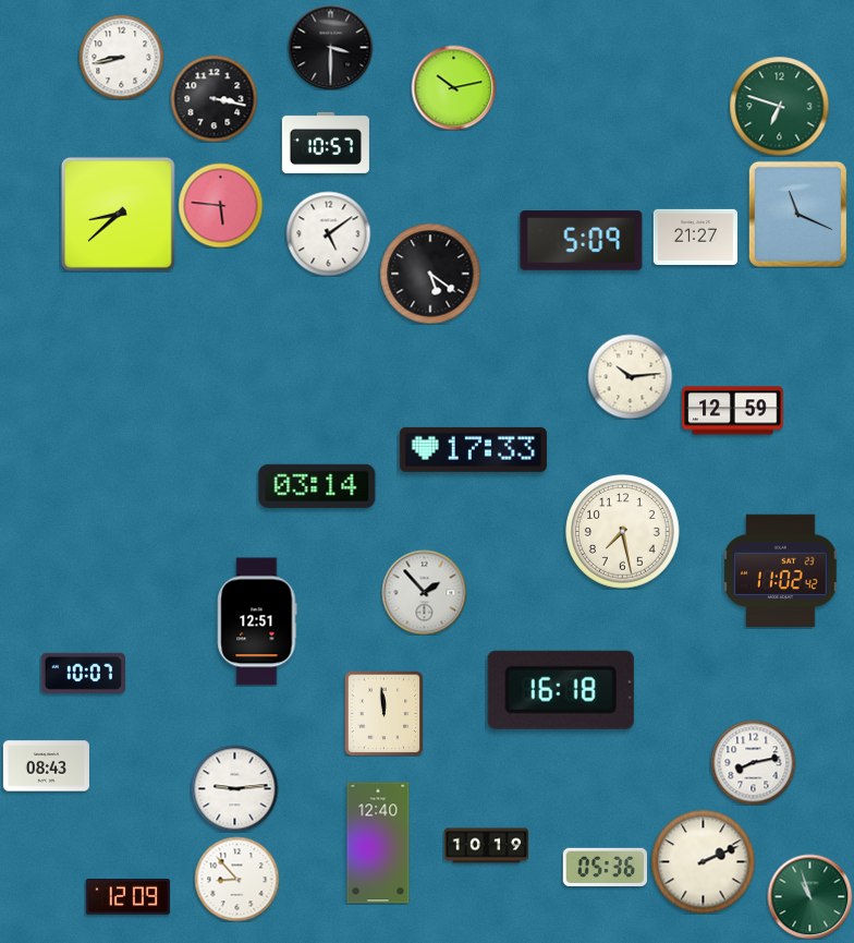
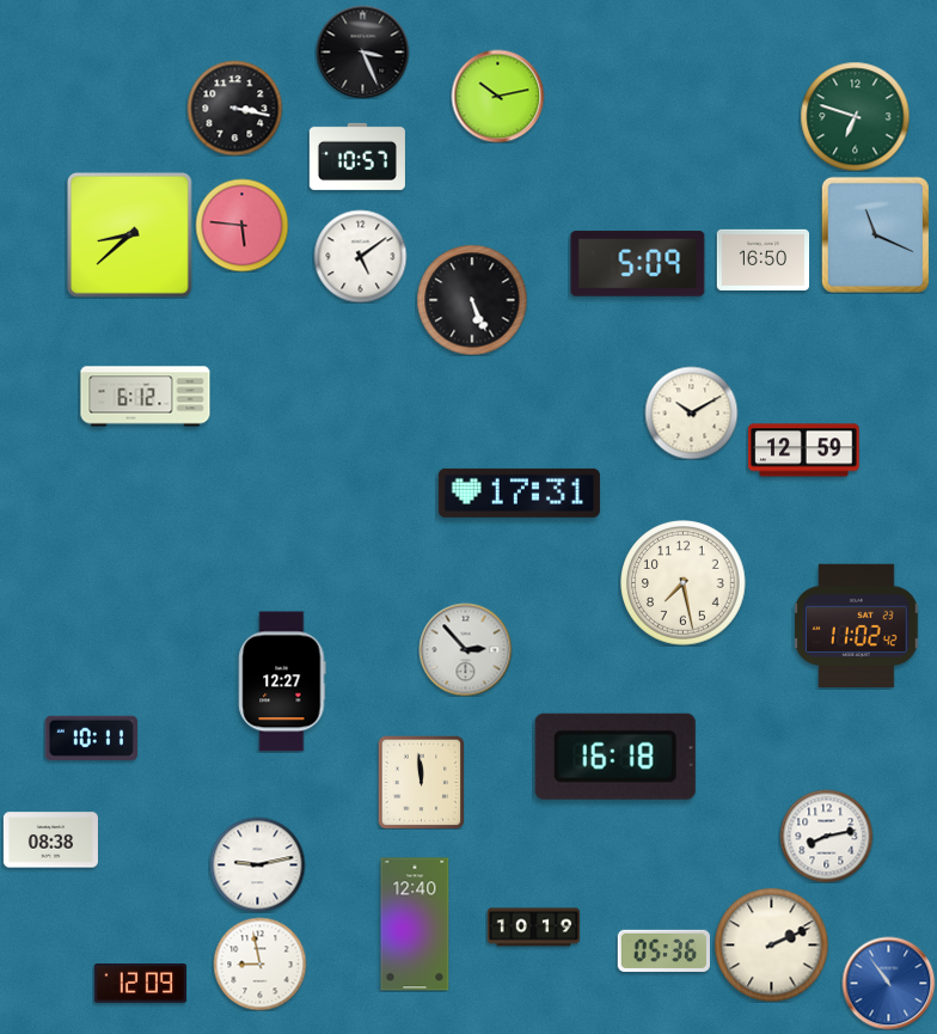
clock at (330, 47): 3:30 -> 3:26
clock at (121, 57): 8:43 -> none
clock at (695, 237): 21:27 -> 16:50
clock at (430, 274): 5:21 -> 5:26
clock at (146, 397): none -> 6:12
clock at (630, 376): 10:14 -> 10:10
clock at (473, 449): 17:33 -> 17:31
clock at (317, 486): 03:14 -> none
clock at (424, 592): 1:53 -> 2:53
clock at (257, 621): 12:51 -> 12:27
clock at (83, 673): 10:07 -> 10:11
clock at (46, 766): 08:43 -> 08:38
clock at (234, 788): 9:14 -> 9:13
clock at (236, 879): 8:53 -> 8:58
clock at (809, 896): 10:57 -> 10:54
clock at (809, 896) dial: green -> blue
